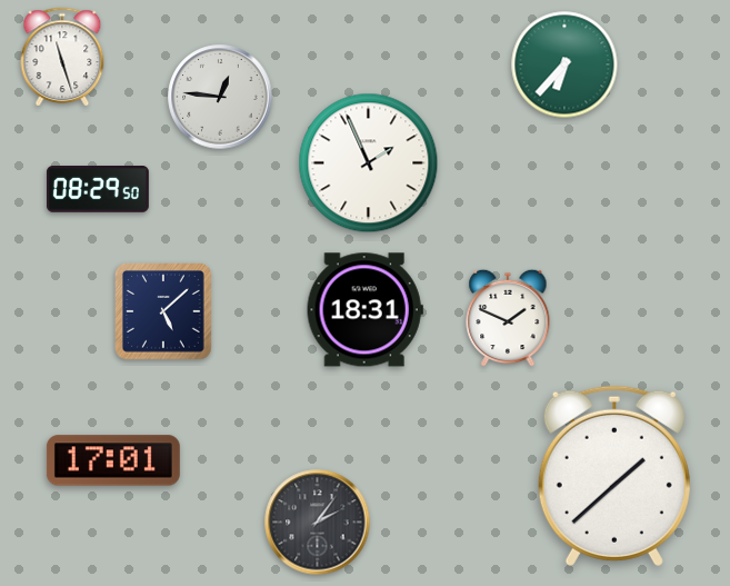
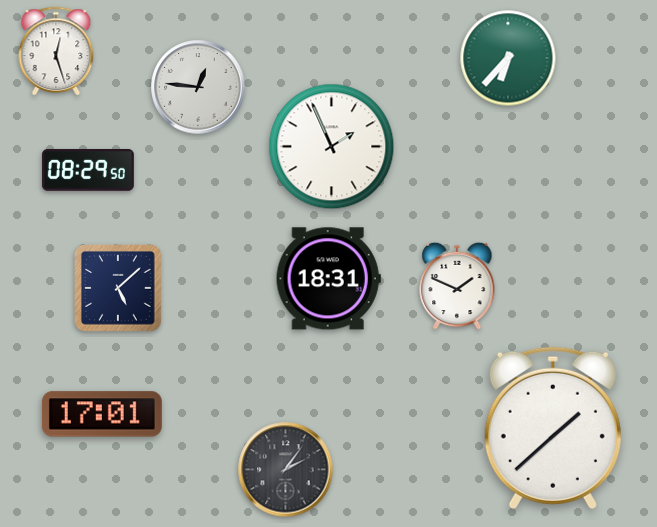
clock at (62, 57): 11:27 -> 12:27
clock at (164, 312) position: (164, 312) -> (119, 289)
